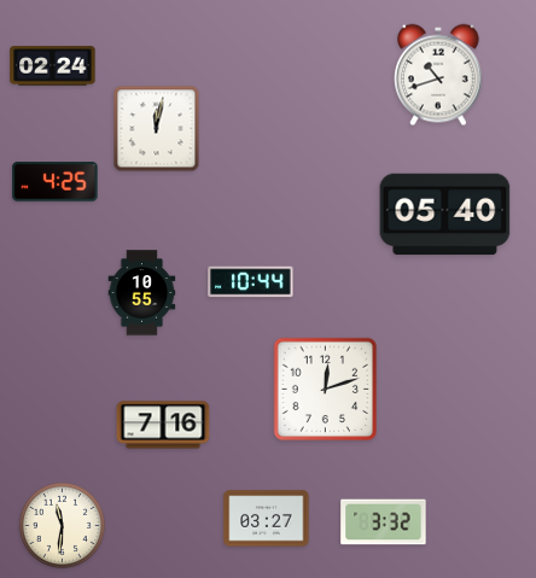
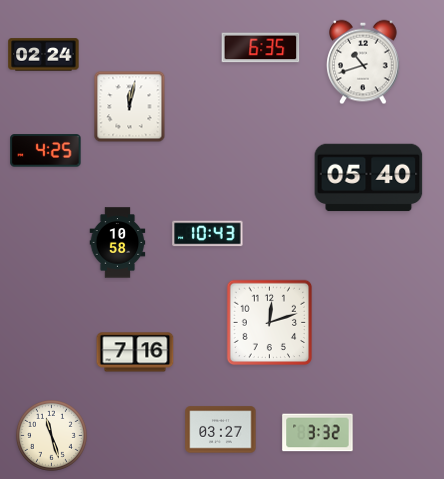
clock at (261, 48): none -> 6:35
clock at (251, 282): 10:44 -> 10:43
clock at (142, 293): 10:55 -> 10:58
clock at (62, 525): 11:31 -> 11:27
